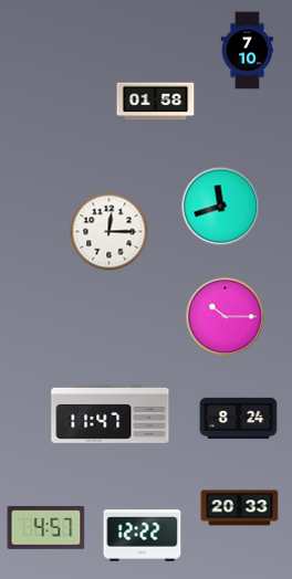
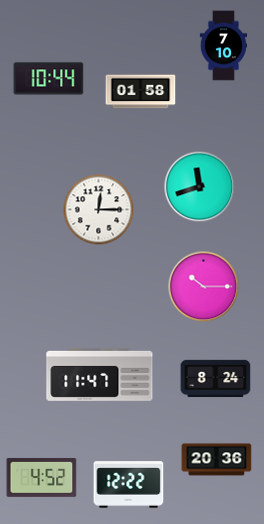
clock at (49, 79): none -> 10:44
clock at (240, 508): 20:33 -> 20:36
clock at (46, 527): 4:57 -> 4:52
